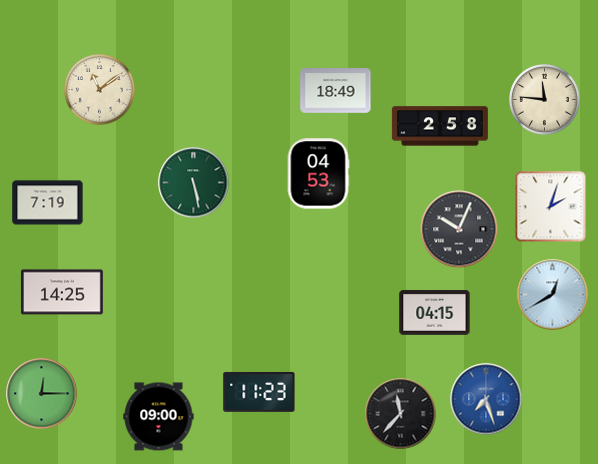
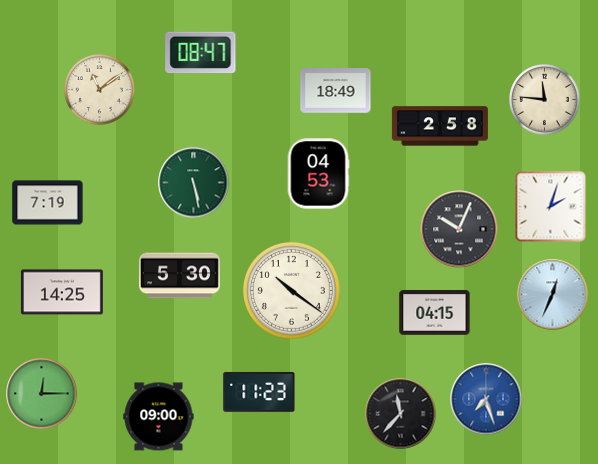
clock at (201, 53): none -> 08:47
clock at (179, 276): none -> 5:30
clock at (291, 290): none -> 10:21
clock at (553, 295): 12:40 -> 12:34
